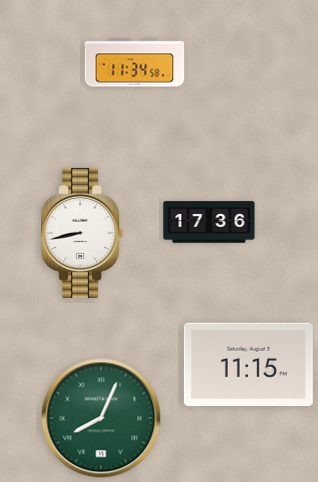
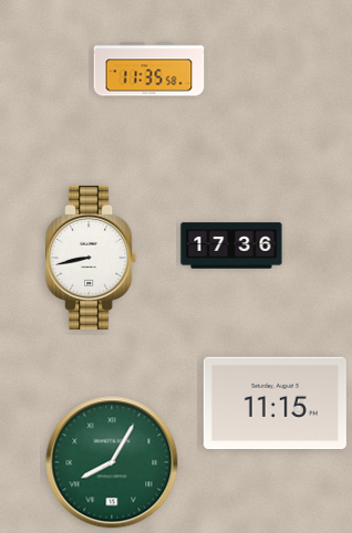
clock at (135, 63): 11:34 -> 11:35
clock at (101, 418): 8:04 -> 8:05
